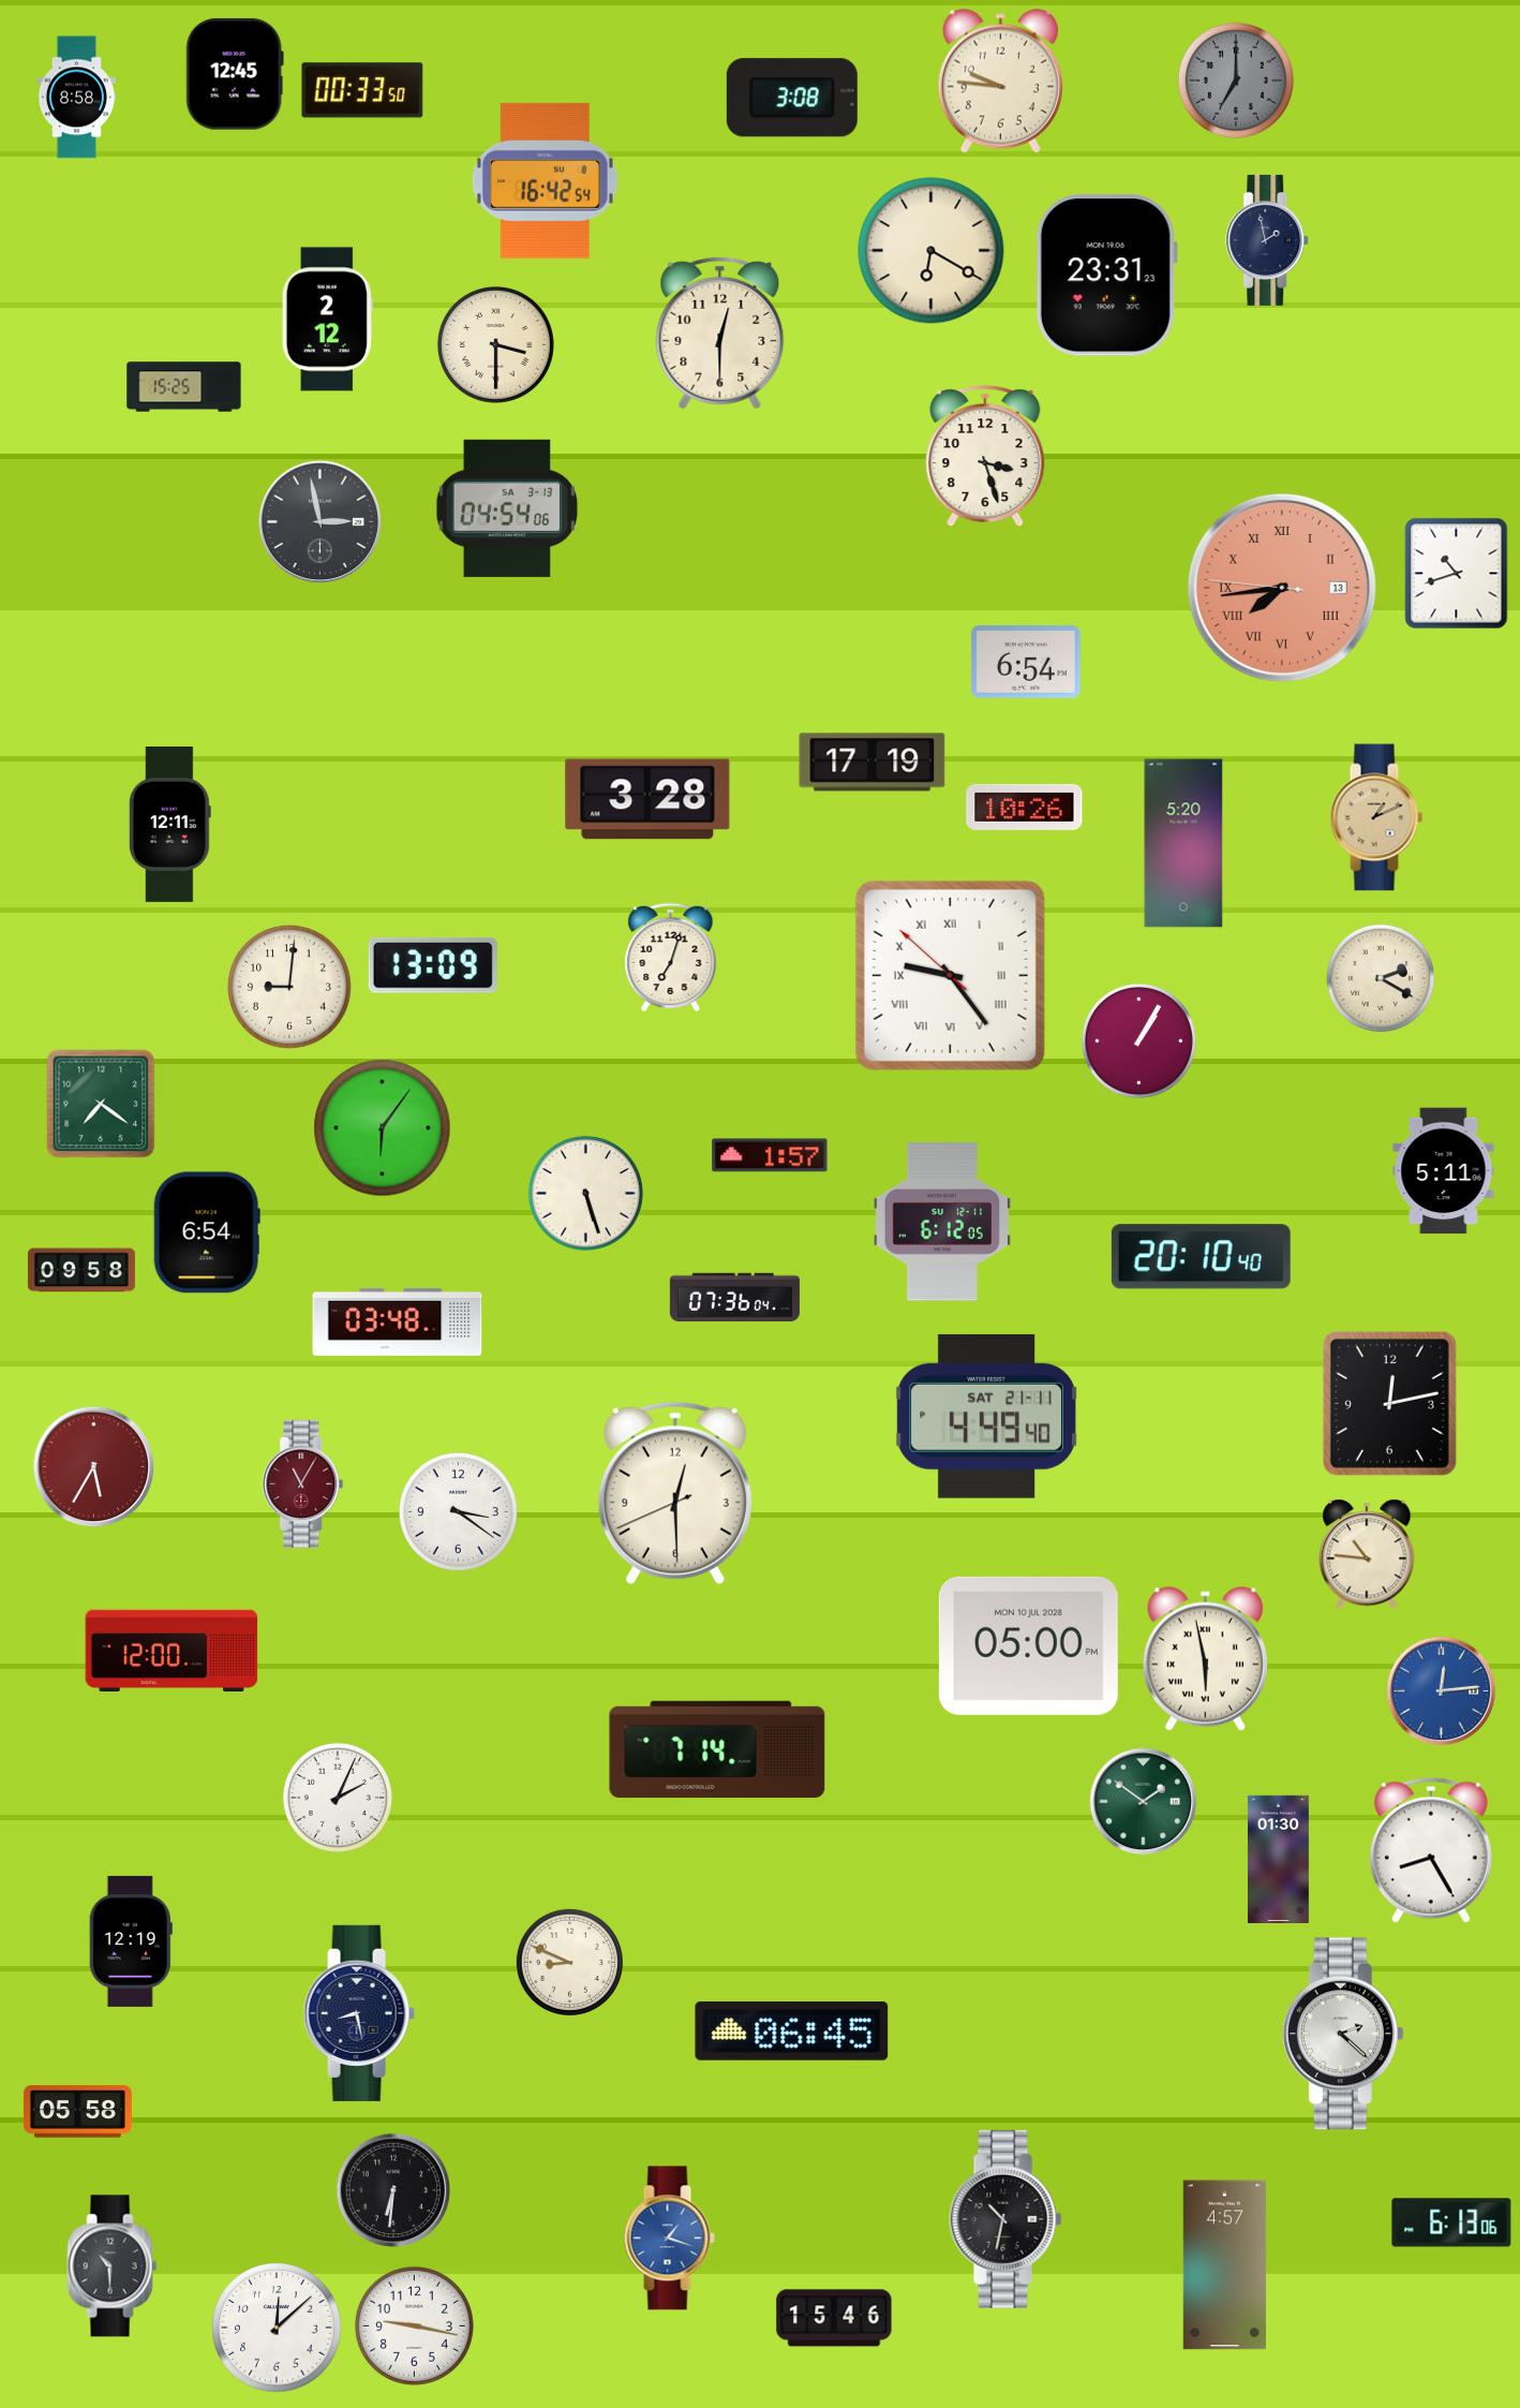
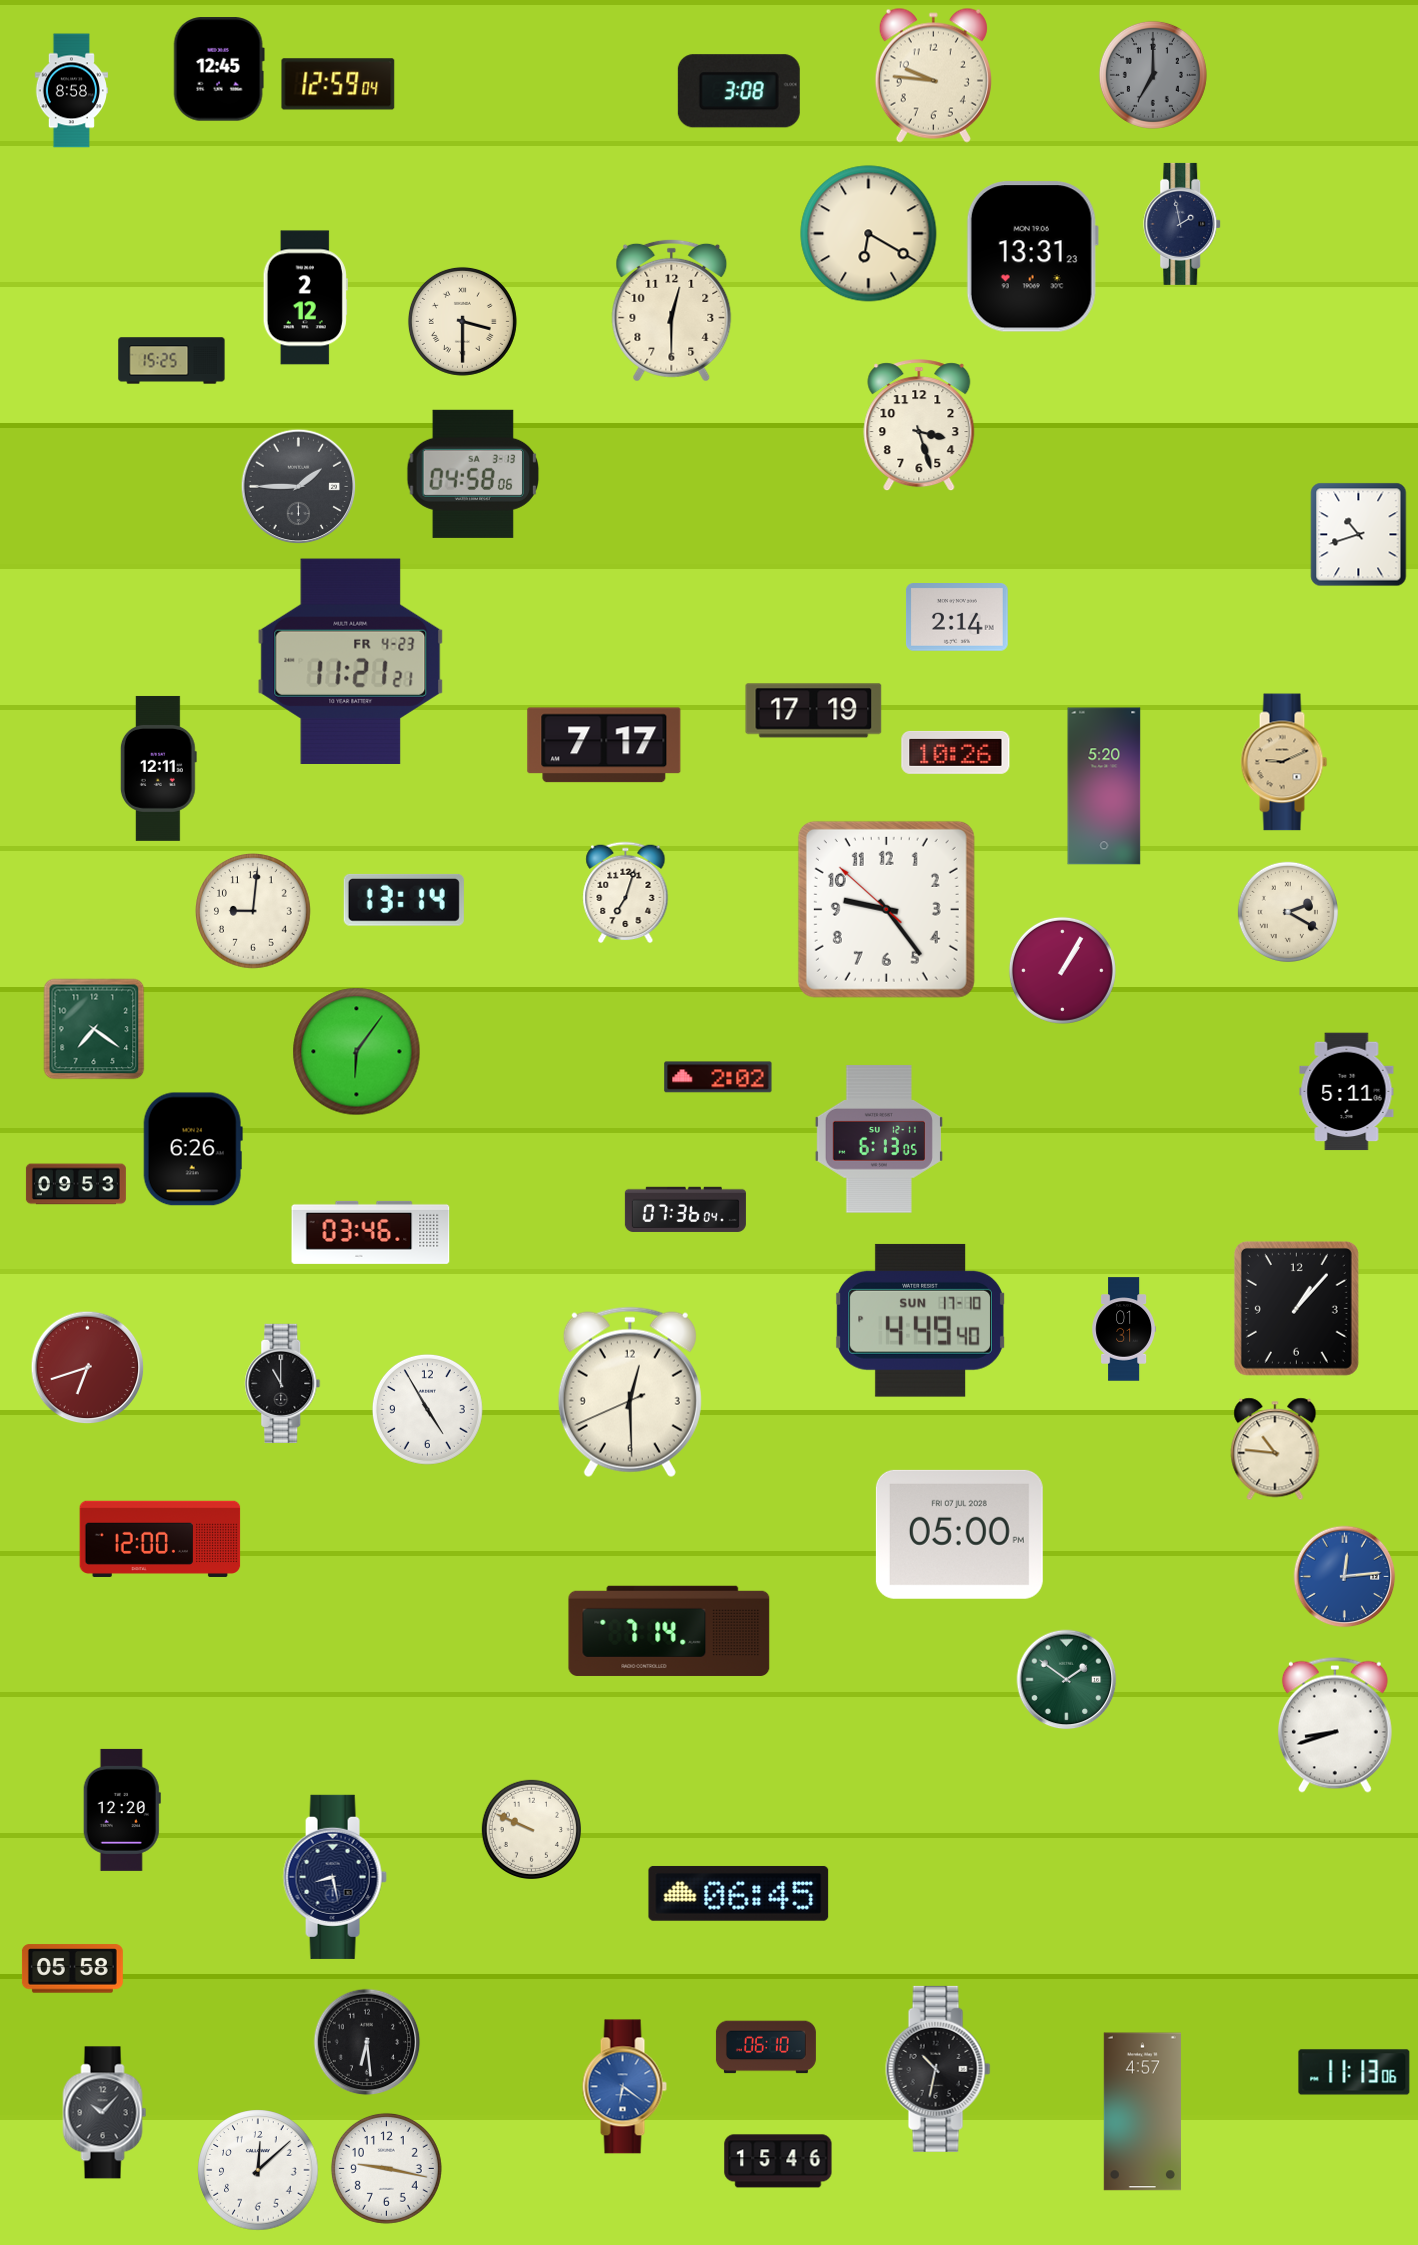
clock at (362, 90): 00:33 -> 12:59
clock at (545, 180): 16:42 -> none
clock at (1106, 276): 23:31 -> 13:31
clock at (507, 508): 04:54 -> 04:58
clock at (321, 522): 2:58 -> 1:45
clock at (1282, 588): 7:43 -> none
clock at (1026, 663): 6:54 -> 2:14
clock at (351, 661): none -> 11:21
clock at (647, 799): 3:28 -> 7:17
clock at (1376, 817): 1:11 -> 9:11
clock at (433, 965): 13:09 -> 13:14
clock at (950, 975) numerals: Roman -> Arabic
clock at (290, 988) position: (290, 988) -> (254, 912)
clock at (770, 1155): 1:57 -> 2:02
clock at (585, 1193): 5:27 -> none
clock at (942, 1222): 6:12 -> 6:13
clock at (207, 1232): 6:54 -> 6:26
clock at (1201, 1257): 20:10 -> none
clock at (81, 1270): 09:58 -> 09:53
clock at (398, 1321): 03:48 -> 03:46
clock at (1389, 1403): 12:13 -> 1:07
clock at (986, 1416) date: SAT 21-11 -> SUN 17-10
clock at (1123, 1329): none -> 01:31
clock at (94, 1467): 5:35 -> 6:42
clock at (303, 1483): 11:05 -> 11:00
clock at (303, 1483) dial: burgundy -> black
clock at (458, 1511): 3:21 -> 4:55
clock at (1028, 1645) date: MON 10 JUL 2028 -> FRI 07 JUL 2028
clock at (1205, 1658): 5:58 -> none
clock at (338, 1798): 2:04 -> none
clock at (1431, 1850): 8:25 -> 8:42
clock at (1279, 1859): 01:30 -> none
clock at (131, 1941): 12:19 -> 12:20
clock at (569, 1962): 8:49 -> 9:49
clock at (1343, 2034): 2:22 -> none
clock at (393, 2190): 6:31 -> 6:29
clock at (766, 2047): none -> 06:10
clock at (1451, 2222): 6:13 -> 11:13
clock at (669, 2239): 1:18 -> 6:21
clock at (113, 2266): 10:30 -> 10:07
